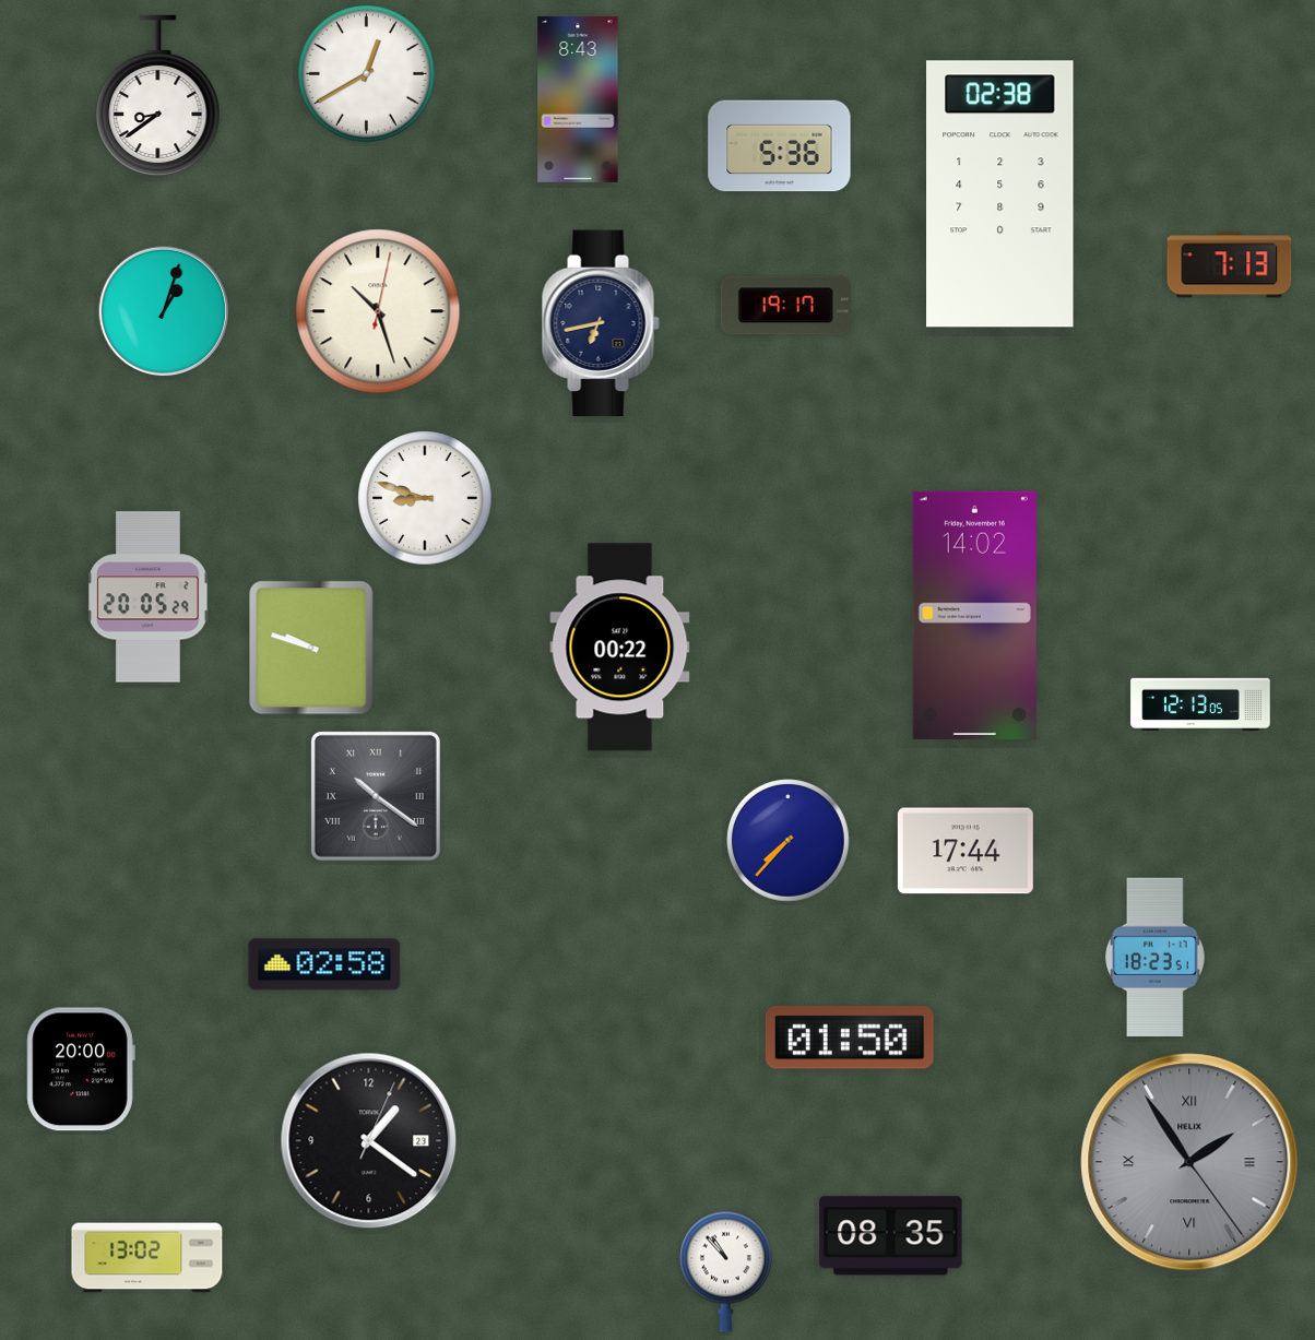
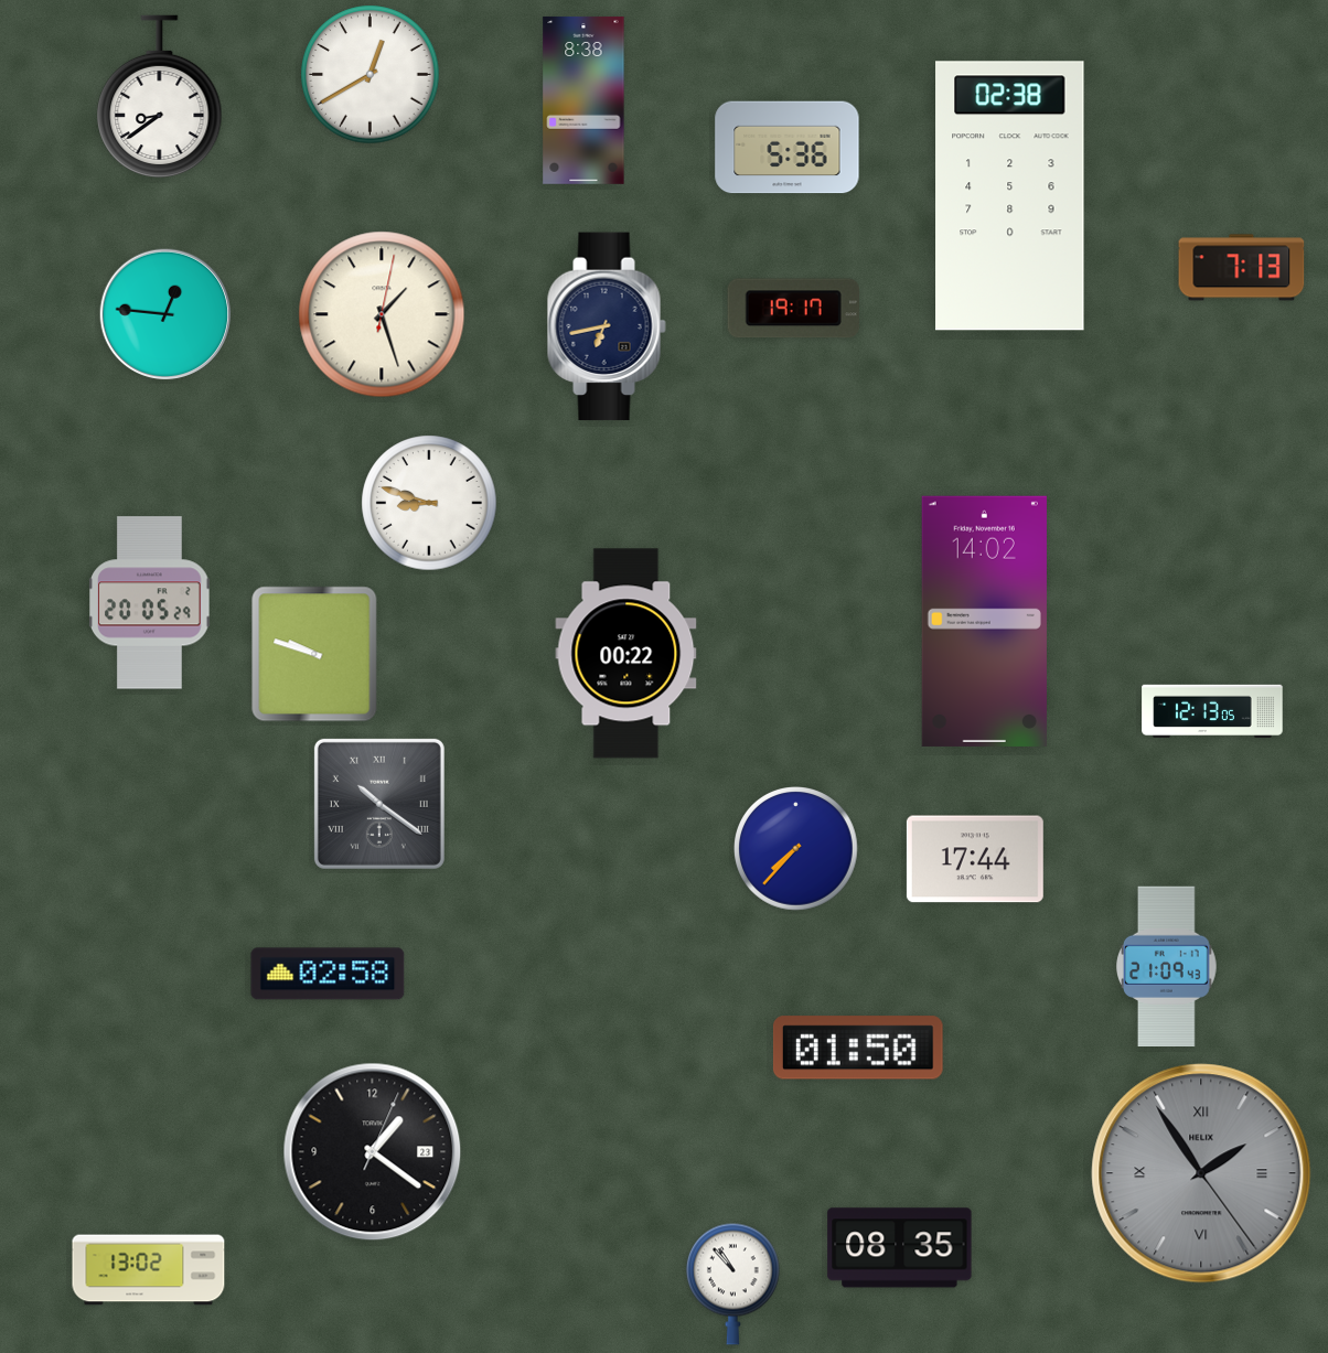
clock at (578, 99): 8:43 -> 8:38
clock at (164, 311): 1:03 -> 12:46
clock at (378, 311): 10:27 -> 1:27
clock at (1156, 958): 18:23 -> 21:09
clock at (81, 1069): 20:00 -> none
